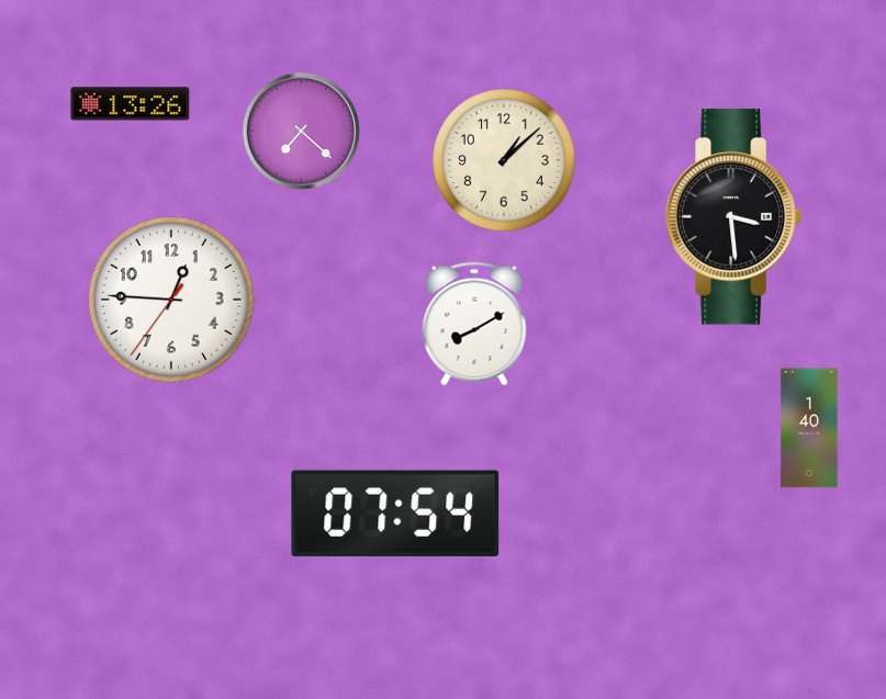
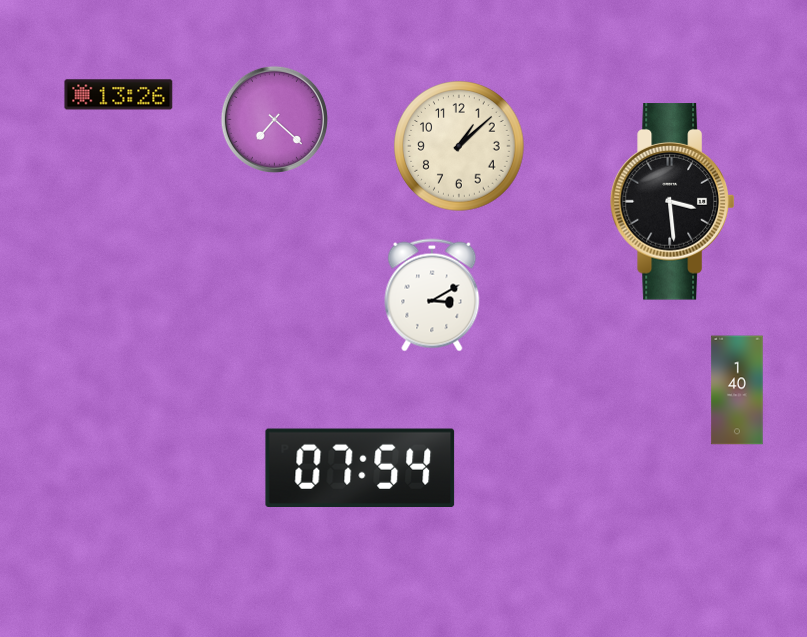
clock at (734, 217) position: (734, 217) -> (673, 202)
clock at (171, 300): 12:45 -> none
clock at (474, 324): 8:10 -> 3:10
